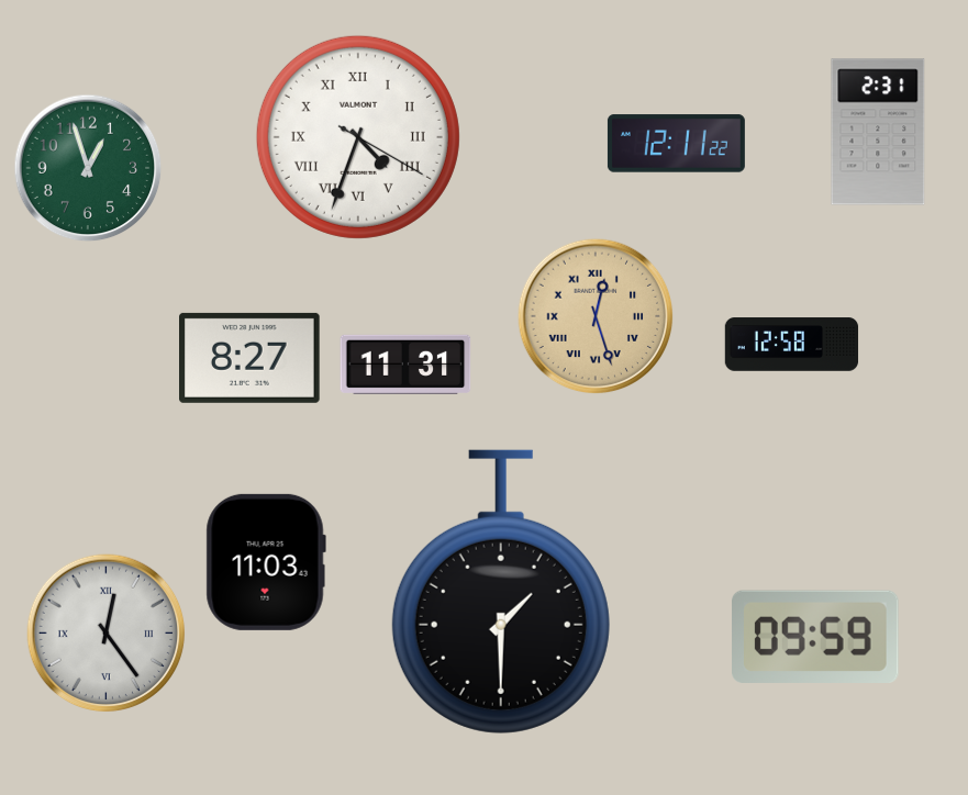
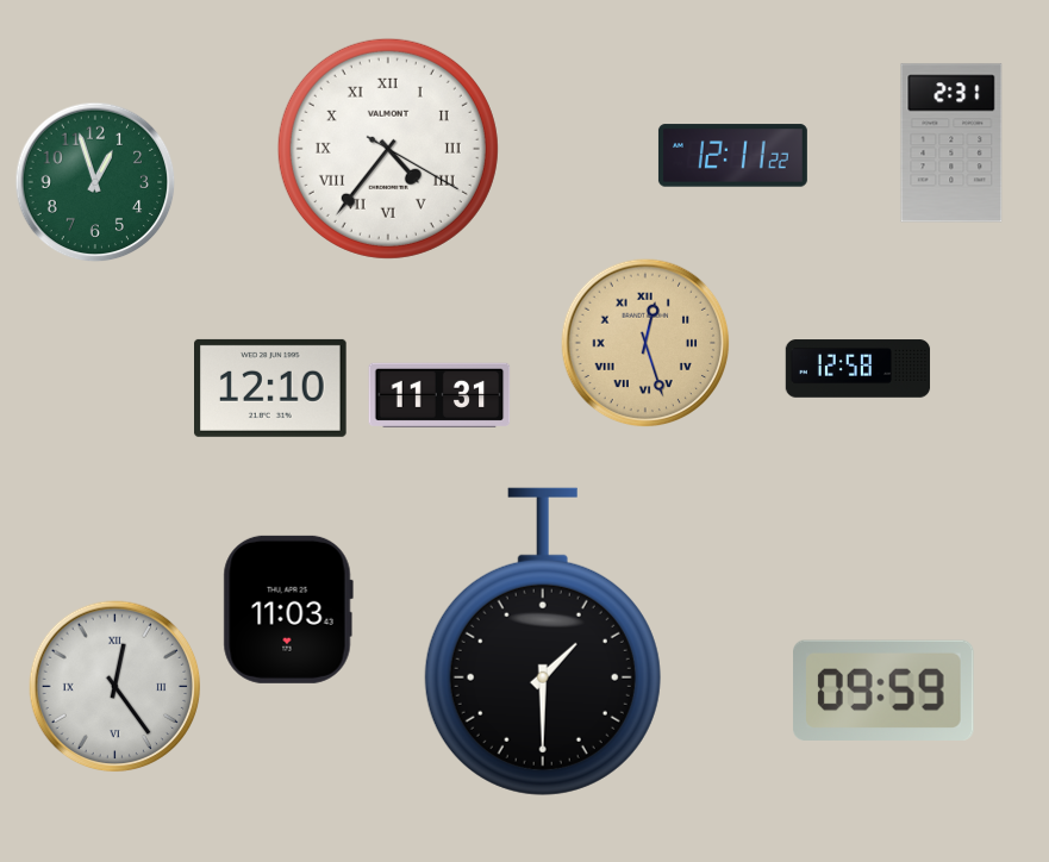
clock at (358, 137): 4:33 -> 4:36
clock at (792, 345) position: (792, 345) -> (858, 369)
clock at (251, 358): 8:27 -> 12:10
